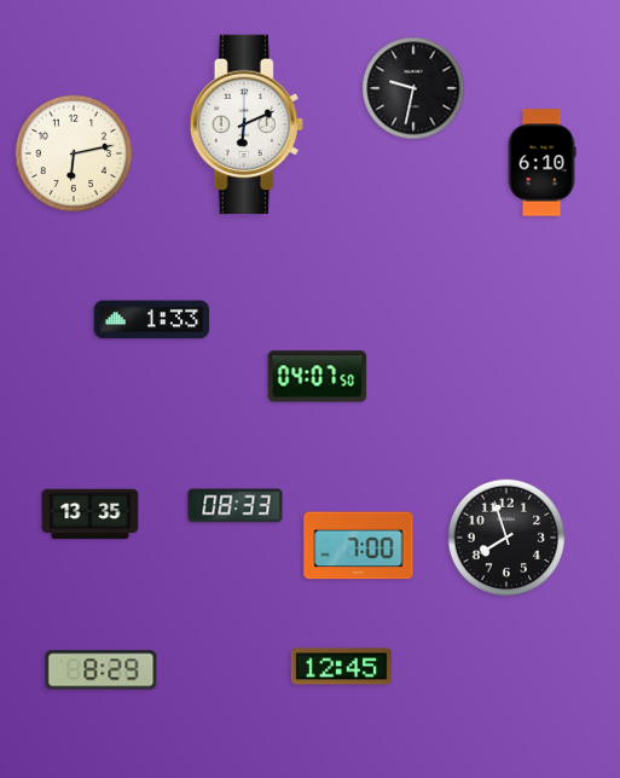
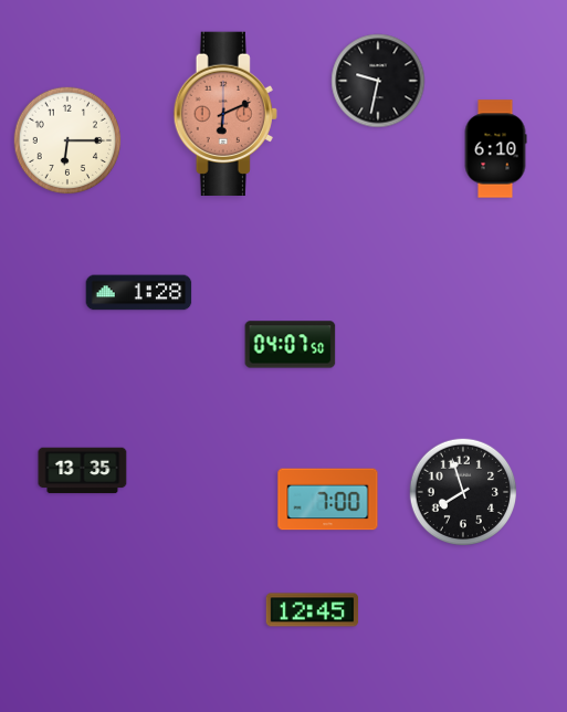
clock at (247, 123) dial: white -> salmon
clock at (74, 153): 6:13 -> 6:15
clock at (152, 320): 1:33 -> 1:28
clock at (236, 506): 08:33 -> none
clock at (102, 670): 8:29 -> none
